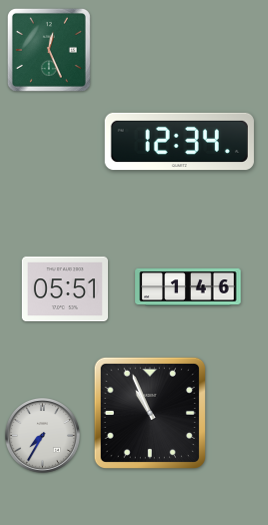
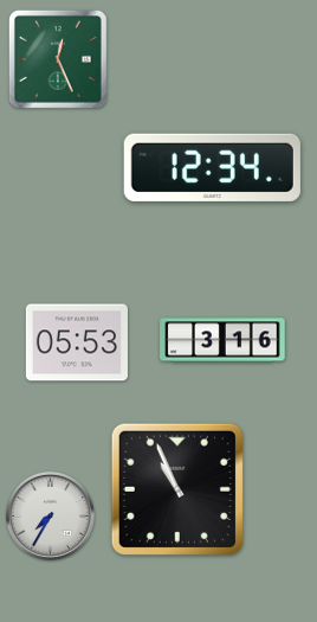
clock at (188, 287): 1:46 -> 3:16
clock at (65, 289): 05:51 -> 05:53
